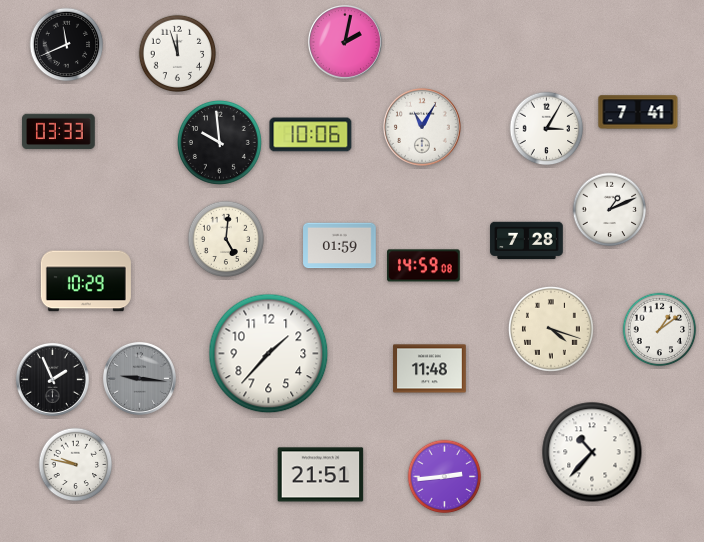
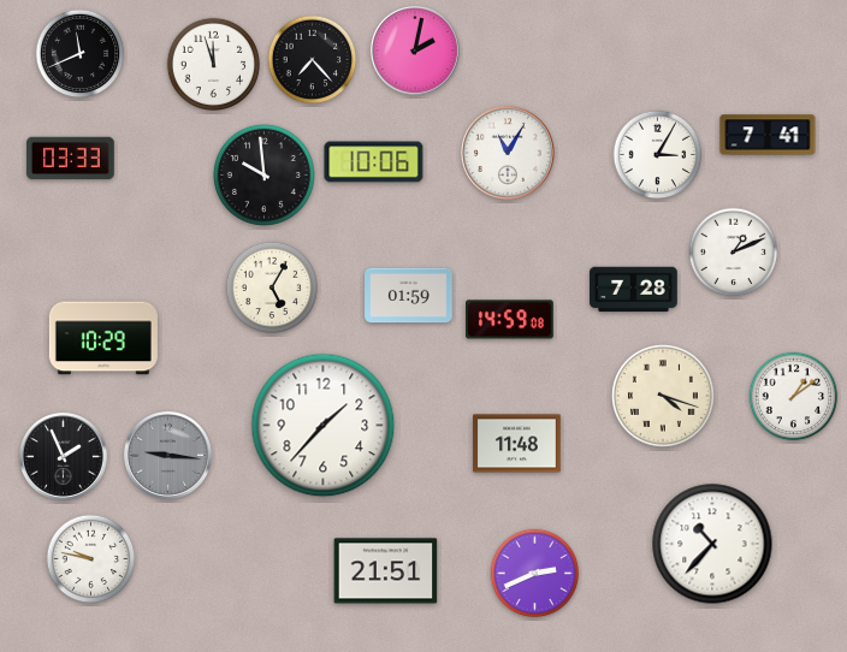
clock at (313, 60): none -> 7:23
clock at (219, 142) position: (219, 142) -> (263, 174)
clock at (225, 238): 5:01 -> 5:05
clock at (445, 477): 2:44 -> 2:41
